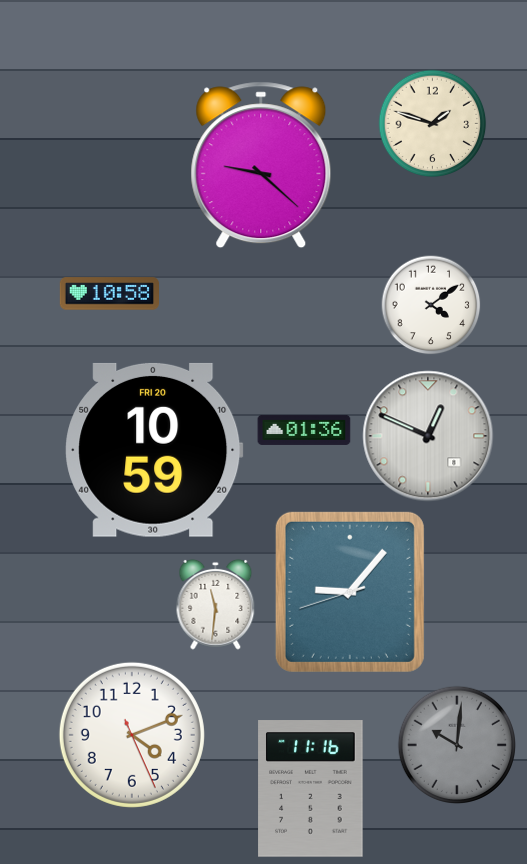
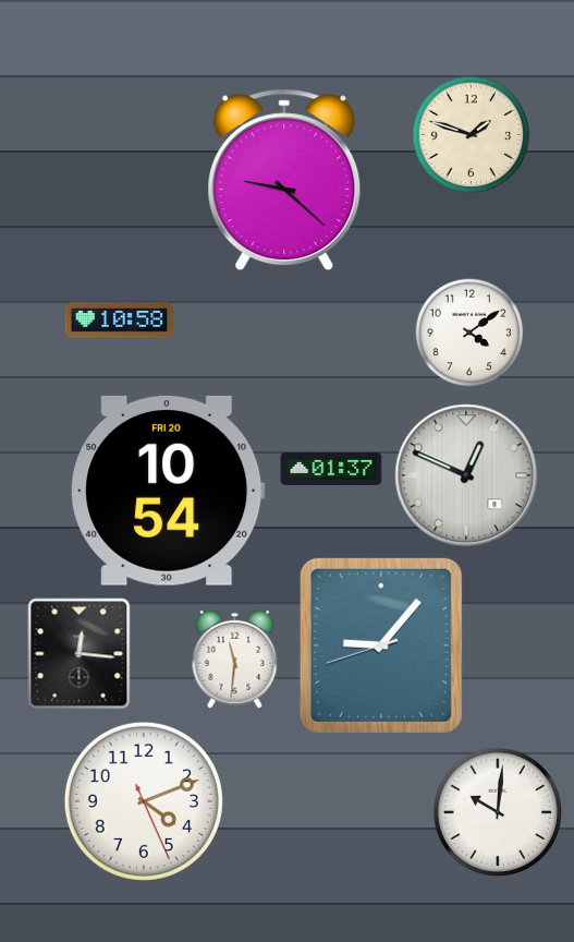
clock at (304, 430): 01:36 -> 01:37
clock at (154, 450): 10:59 -> 10:54
clock at (80, 654): none -> 12:16
clock at (456, 744) dial: grey -> white
clock at (311, 789): 11:16 -> none
